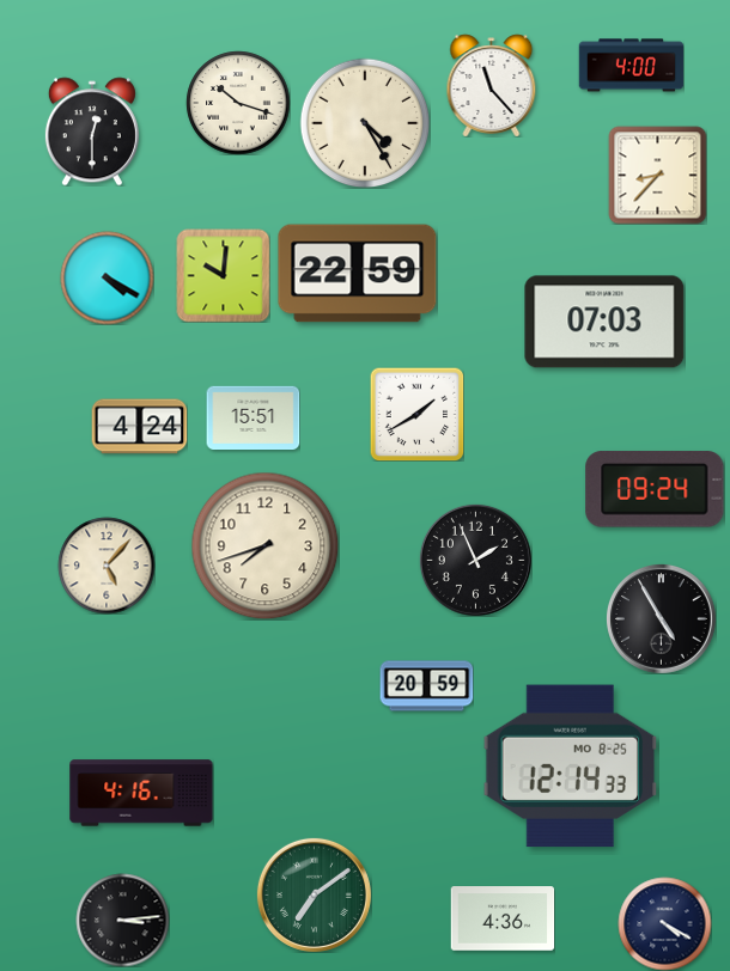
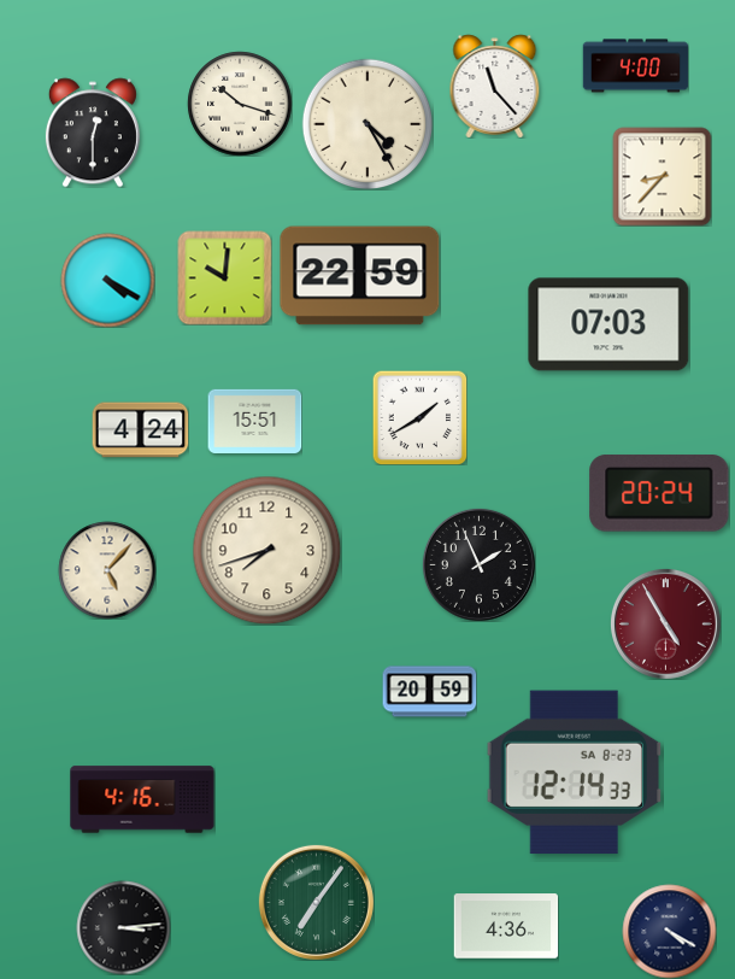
clock at (655, 489): 09:24 -> 20:24
clock at (661, 618) dial: black -> burgundy
clock at (571, 767) date: MO 8-25 -> SA 8-23
clock at (314, 894): 7:09 -> 7:06
